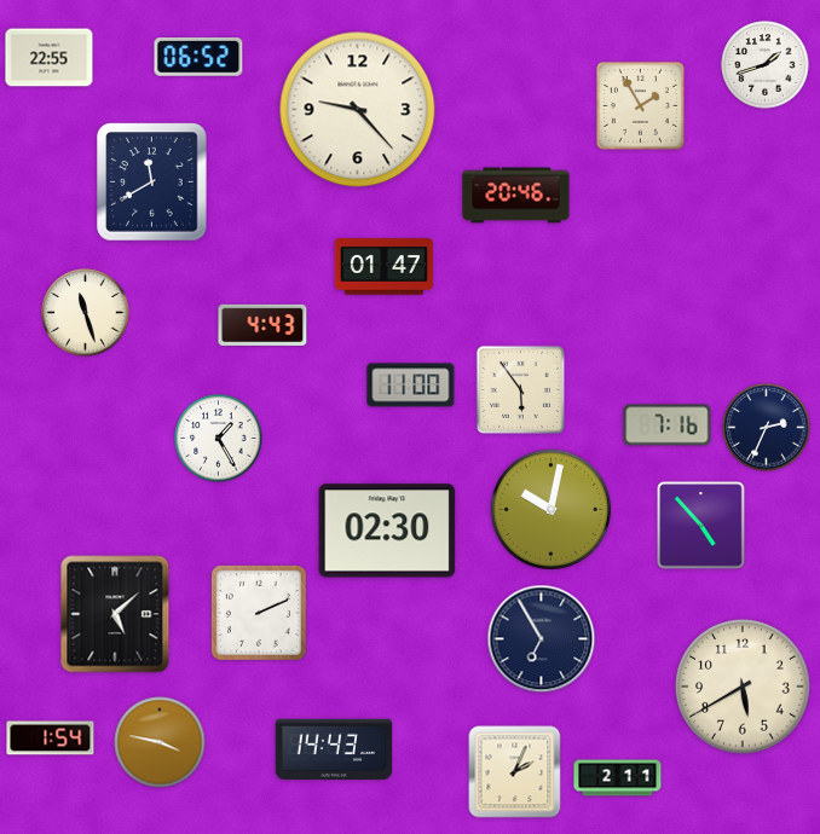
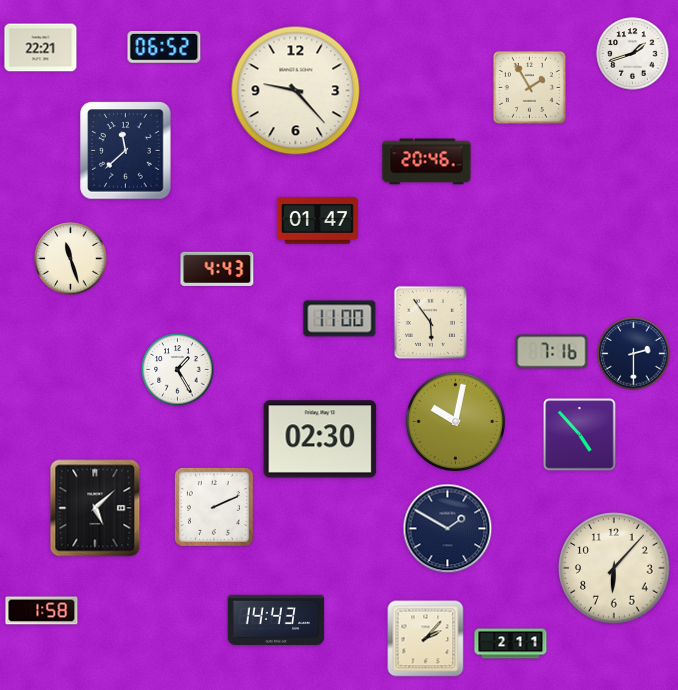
clock at (50, 58): 22:55 -> 22:21
clock at (152, 183): 11:40 -> 11:38
clock at (767, 428): 2:34 -> 2:30
clock at (219, 439) position: (219, 439) -> (178, 370)
clock at (542, 639): 6:55 -> 1:50
clock at (743, 687): 5:40 -> 6:07
clock at (51, 739): 1:54 -> 1:58
clock at (160, 742): 3:47 -> none
clock at (515, 772): 2:04 -> 2:07
